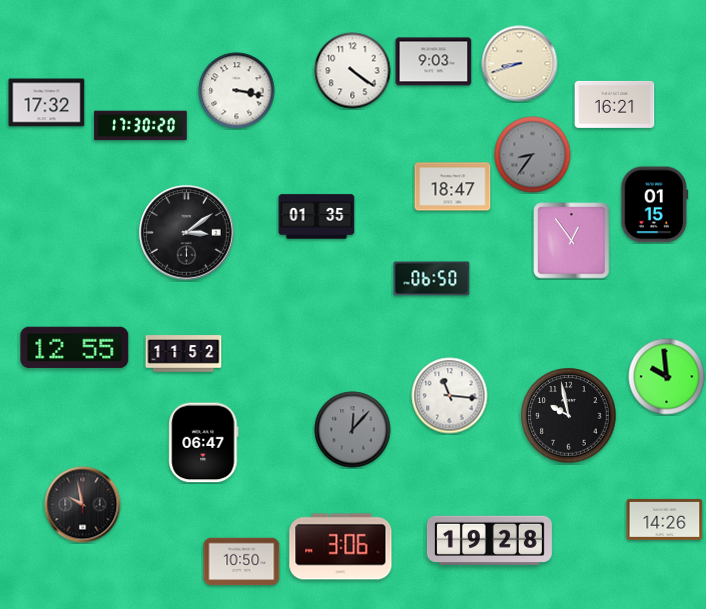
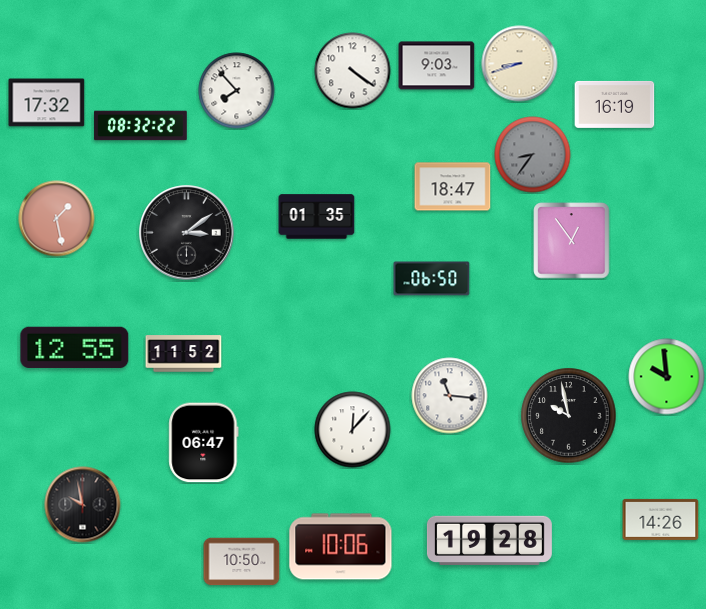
clock at (434, 62) position: (434, 62) -> (437, 66)
clock at (237, 91): 3:17 -> 7:53
clock at (615, 104): 16:21 -> 16:19
clock at (141, 126): 17:30 -> 08:32
clock at (655, 205): 01:15 -> none
clock at (57, 219): none -> 1:28
clock at (353, 430) dial: grey -> white
clock at (665, 519) position: (665, 519) -> (661, 519)
clock at (341, 547): 3:06 -> 10:06
